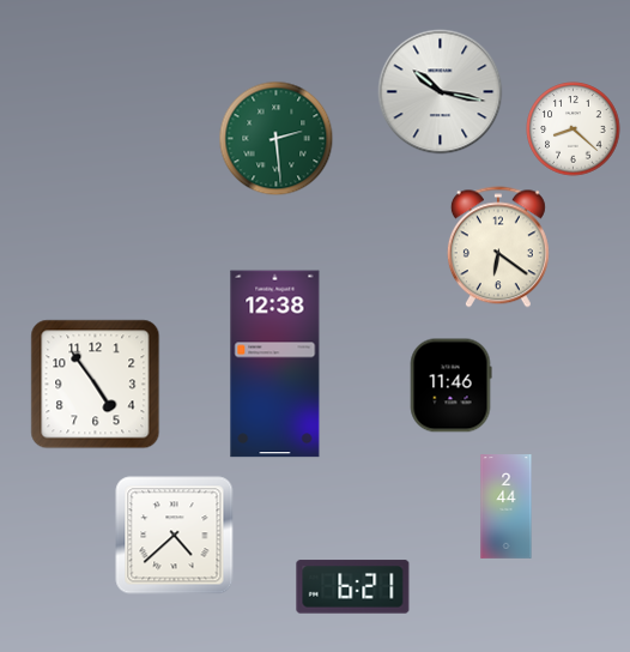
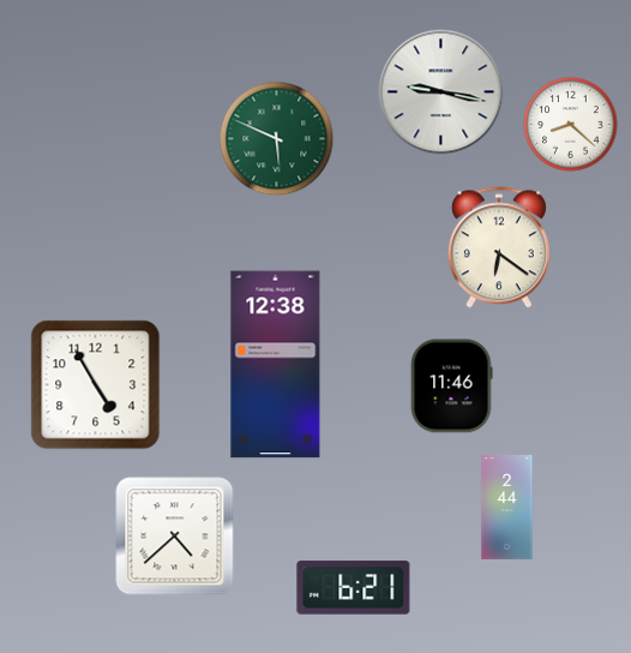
clock at (441, 92): 10:17 -> 9:17
clock at (574, 129) position: (574, 129) -> (571, 125)
clock at (277, 139): 2:29 -> 5:49
clock at (96, 385): 4:54 -> 4:55
